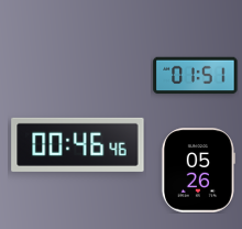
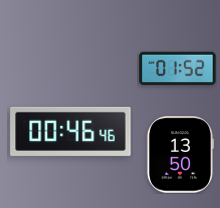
clock at (196, 76): 01:51 -> 01:52
clock at (197, 171): 05:26 -> 13:50
